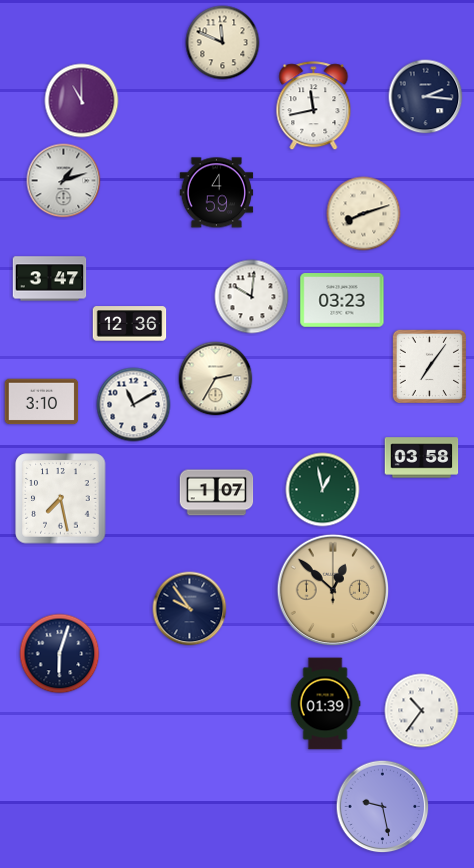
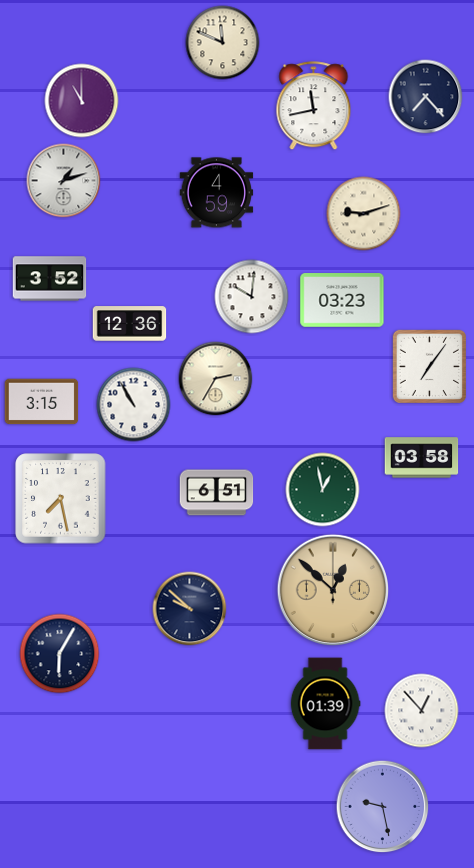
clock at (426, 97): 2:16 -> 7:23
clock at (364, 214): 8:12 -> 9:12
clock at (50, 279): 3:47 -> 3:52
clock at (42, 402): 3:10 -> 3:15
clock at (134, 405): 11:10 -> 10:55
clock at (217, 493): 1:07 -> 6:51
clock at (190, 609): 9:54 -> 9:52
clock at (60, 654): 6:03 -> 6:05
clock at (422, 711): 10:36 -> 12:53
